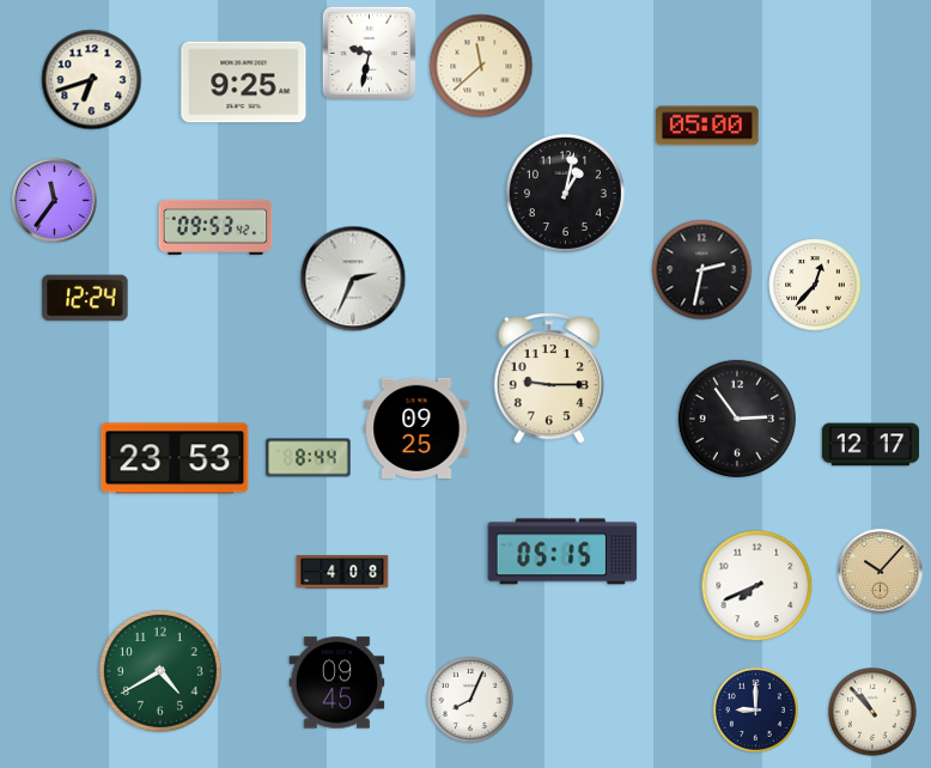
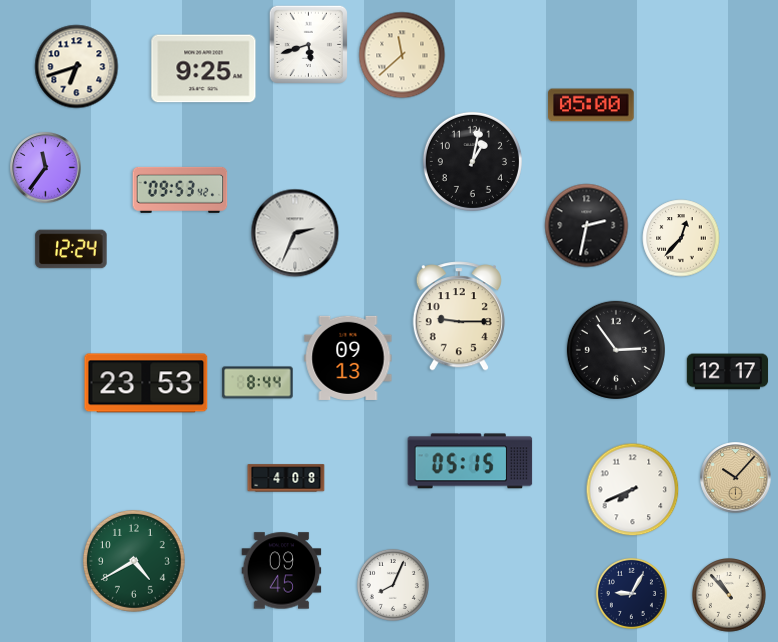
clock at (369, 53): 9:32 -> 5:42
clock at (416, 428): 09:25 -> 09:13
clock at (755, 709): 9:00 -> 9:05
